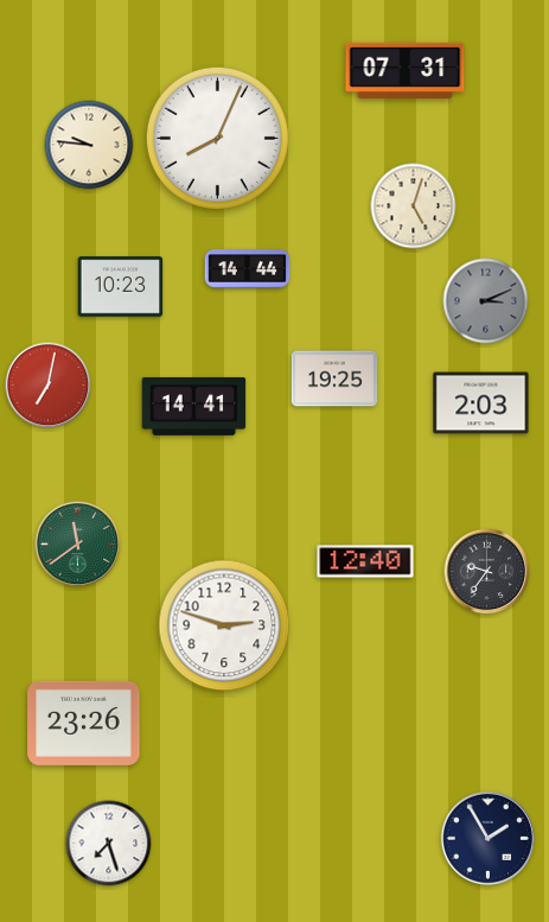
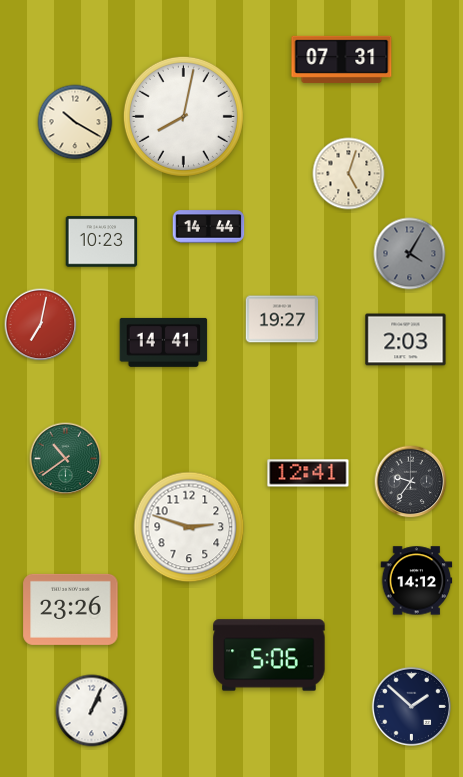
clock at (217, 138): 8:04 -> 8:02
clock at (89, 145): 9:46 -> 10:20
clock at (486, 301): 3:11 -> 4:05
clock at (334, 379): 19:25 -> 19:27
clock at (78, 545): 11:39 -> 10:39
clock at (365, 561): 12:40 -> 12:41
clock at (417, 581): none -> 14:12
clock at (269, 655): none -> 5:06
clock at (487, 838): 1:55 -> 1:52
clock at (109, 844): 7:27 -> 1:04
